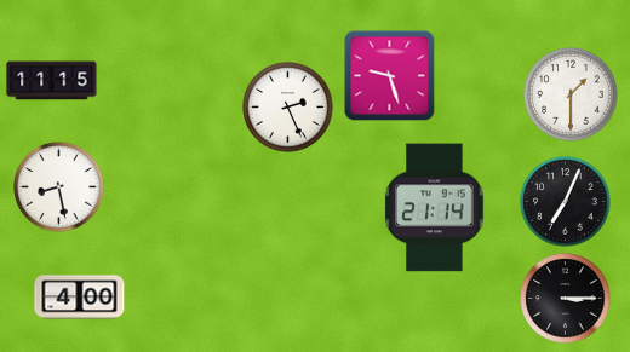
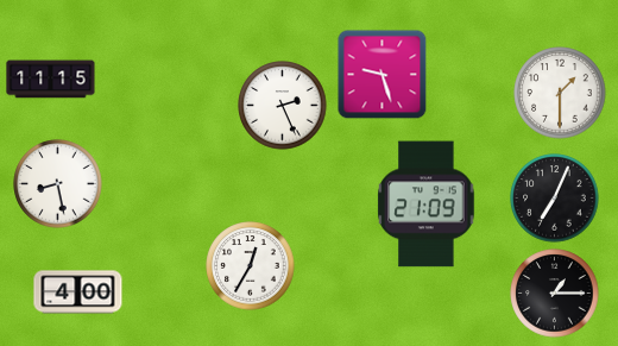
clock at (435, 208): 21:14 -> 21:09
clock at (251, 266): none -> 12:35
clock at (566, 299): 3:15 -> 1:15
